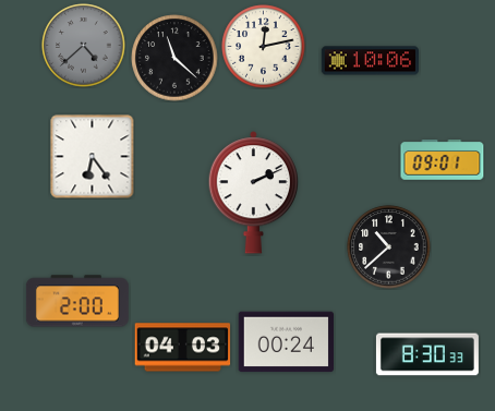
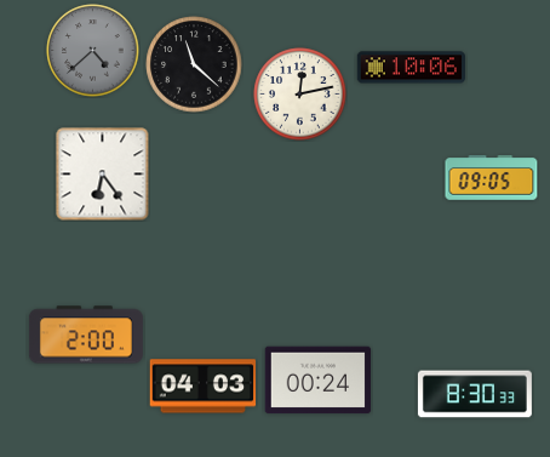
clock at (264, 47) position: (264, 47) -> (300, 95)
clock at (443, 160): 09:01 -> 09:05
clock at (253, 193): 2:11 -> none
clock at (389, 247): 10:38 -> none
